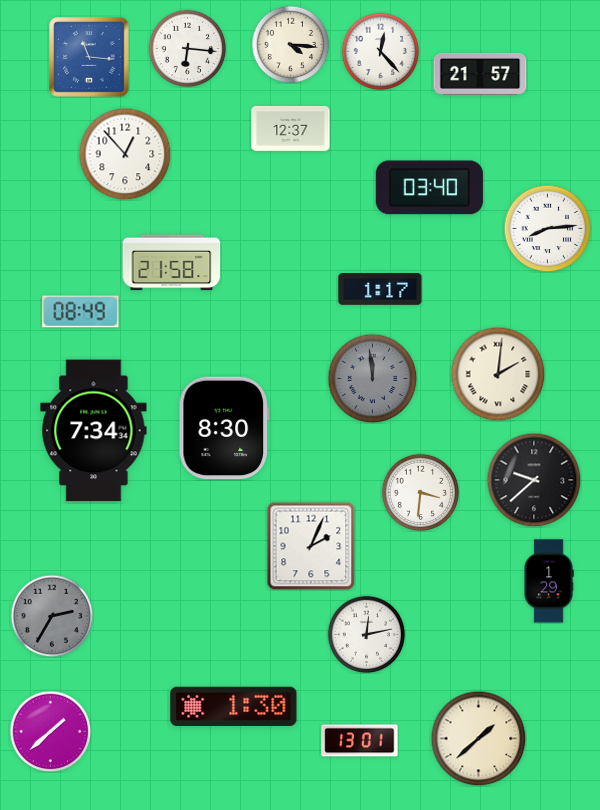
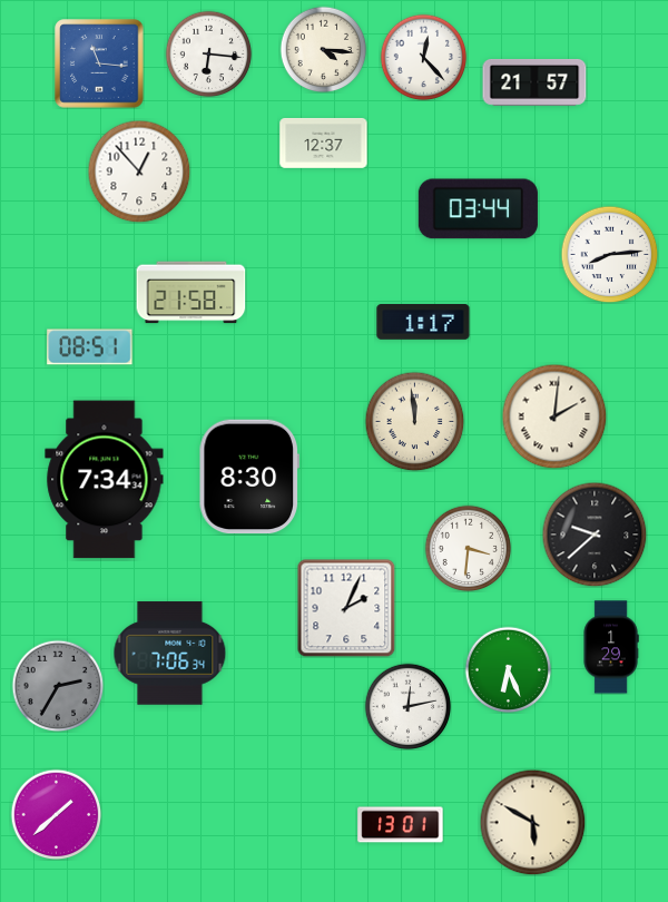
clock at (429, 188): 03:40 -> 03:44
clock at (81, 312): 08:49 -> 08:51
clock at (372, 378) dial: grey -> cream
clock at (170, 654): none -> 7:06
clock at (508, 669): none -> 6:26
clock at (234, 706): 1:30 -> none
clock at (478, 738): 1:38 -> 5:50
